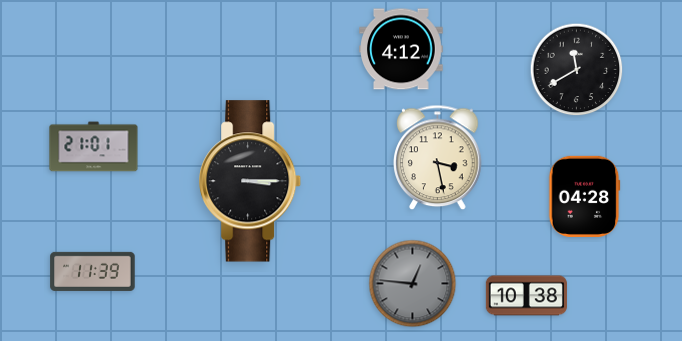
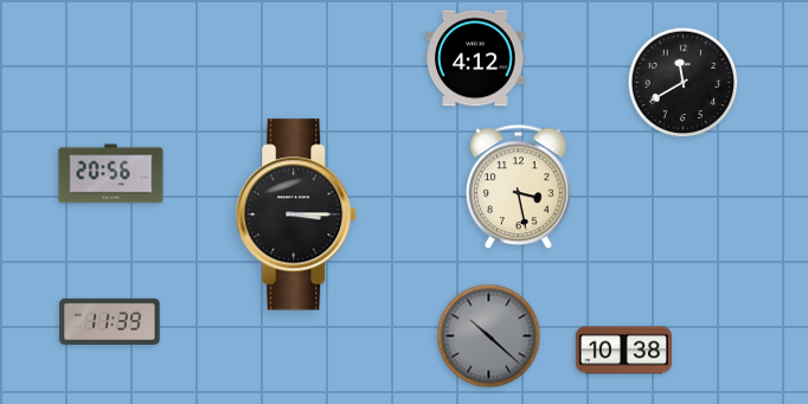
clock at (94, 147): 21:01 -> 20:56
clock at (585, 196): 04:28 -> none
clock at (413, 284): 12:46 -> 10:22
